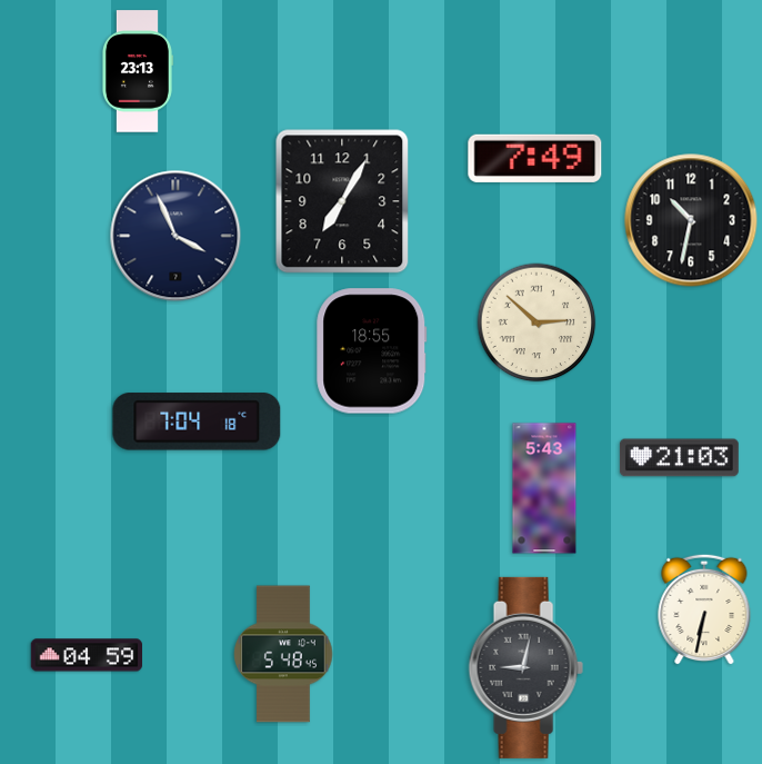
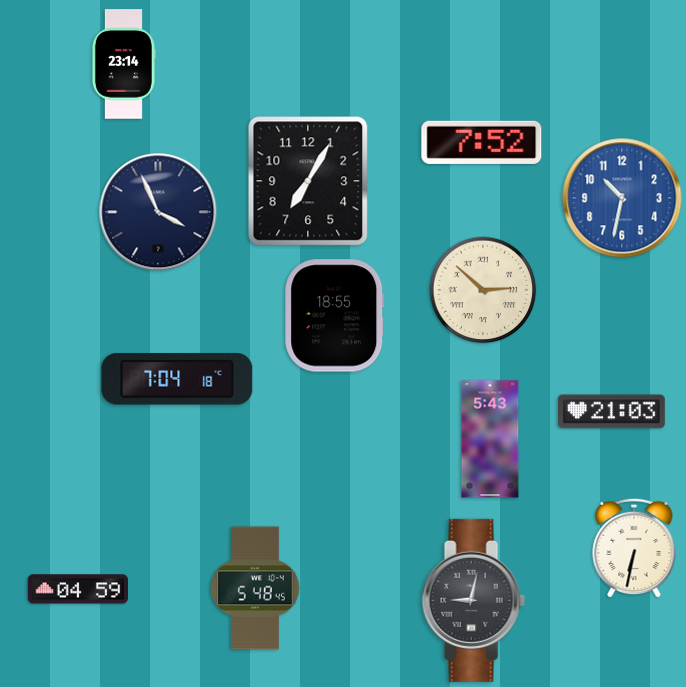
clock at (137, 71): 23:13 -> 23:14
clock at (535, 158): 7:49 -> 7:52
clock at (691, 220) dial: black -> blue
